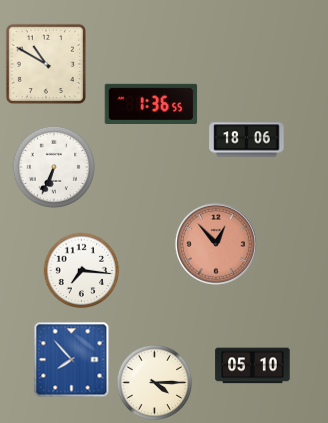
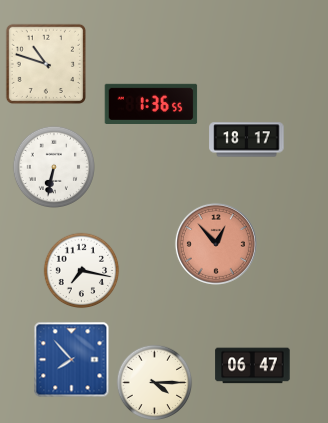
clock at (45, 63): 10:50 -> 10:48
clock at (247, 140): 18:06 -> 18:17
clock at (53, 166): 6:34 -> 6:32
clock at (82, 271): 7:16 -> 7:17
clock at (253, 366): 05:10 -> 06:47
